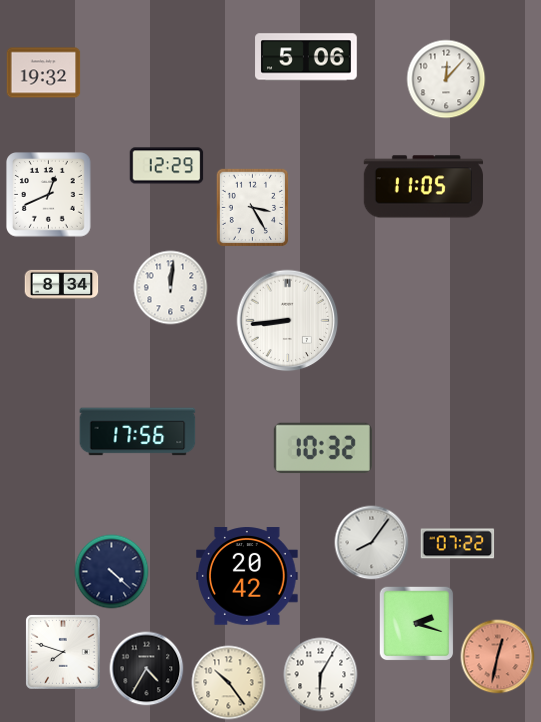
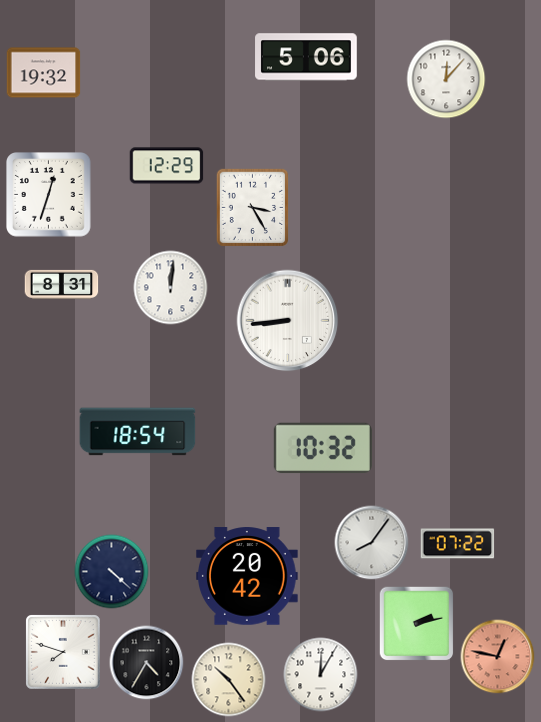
clock at (423, 187): 11:05 -> none
clock at (49, 195): 12:41 -> 12:33
clock at (62, 284): 8:34 -> 8:31
clock at (138, 432): 17:56 -> 18:54
clock at (417, 624): 2:18 -> 2:13
clock at (498, 657): 12:32 -> 12:47
clock at (147, 669) position: (147, 669) -> (147, 663)
clock at (321, 675): 6:05 -> 12:05
clock at (229, 683) position: (229, 683) -> (229, 680)
